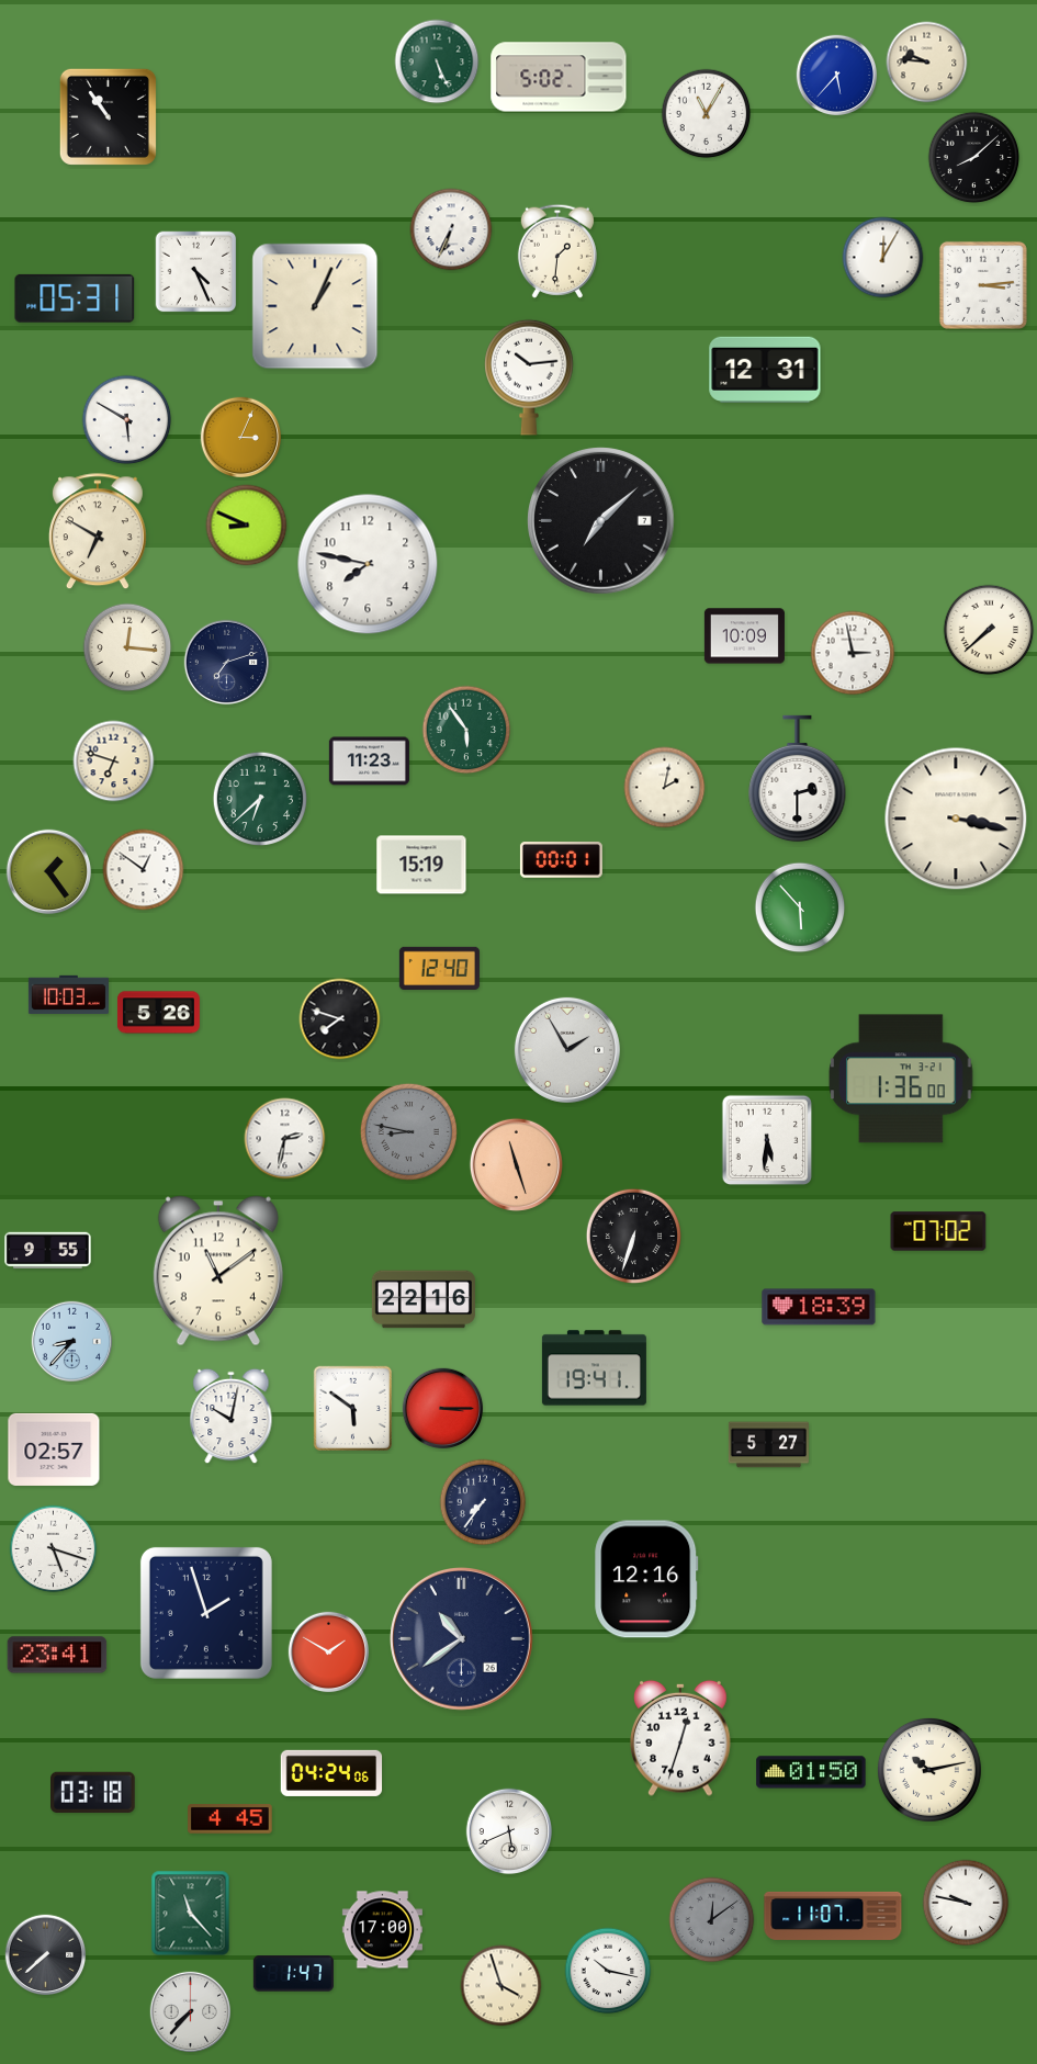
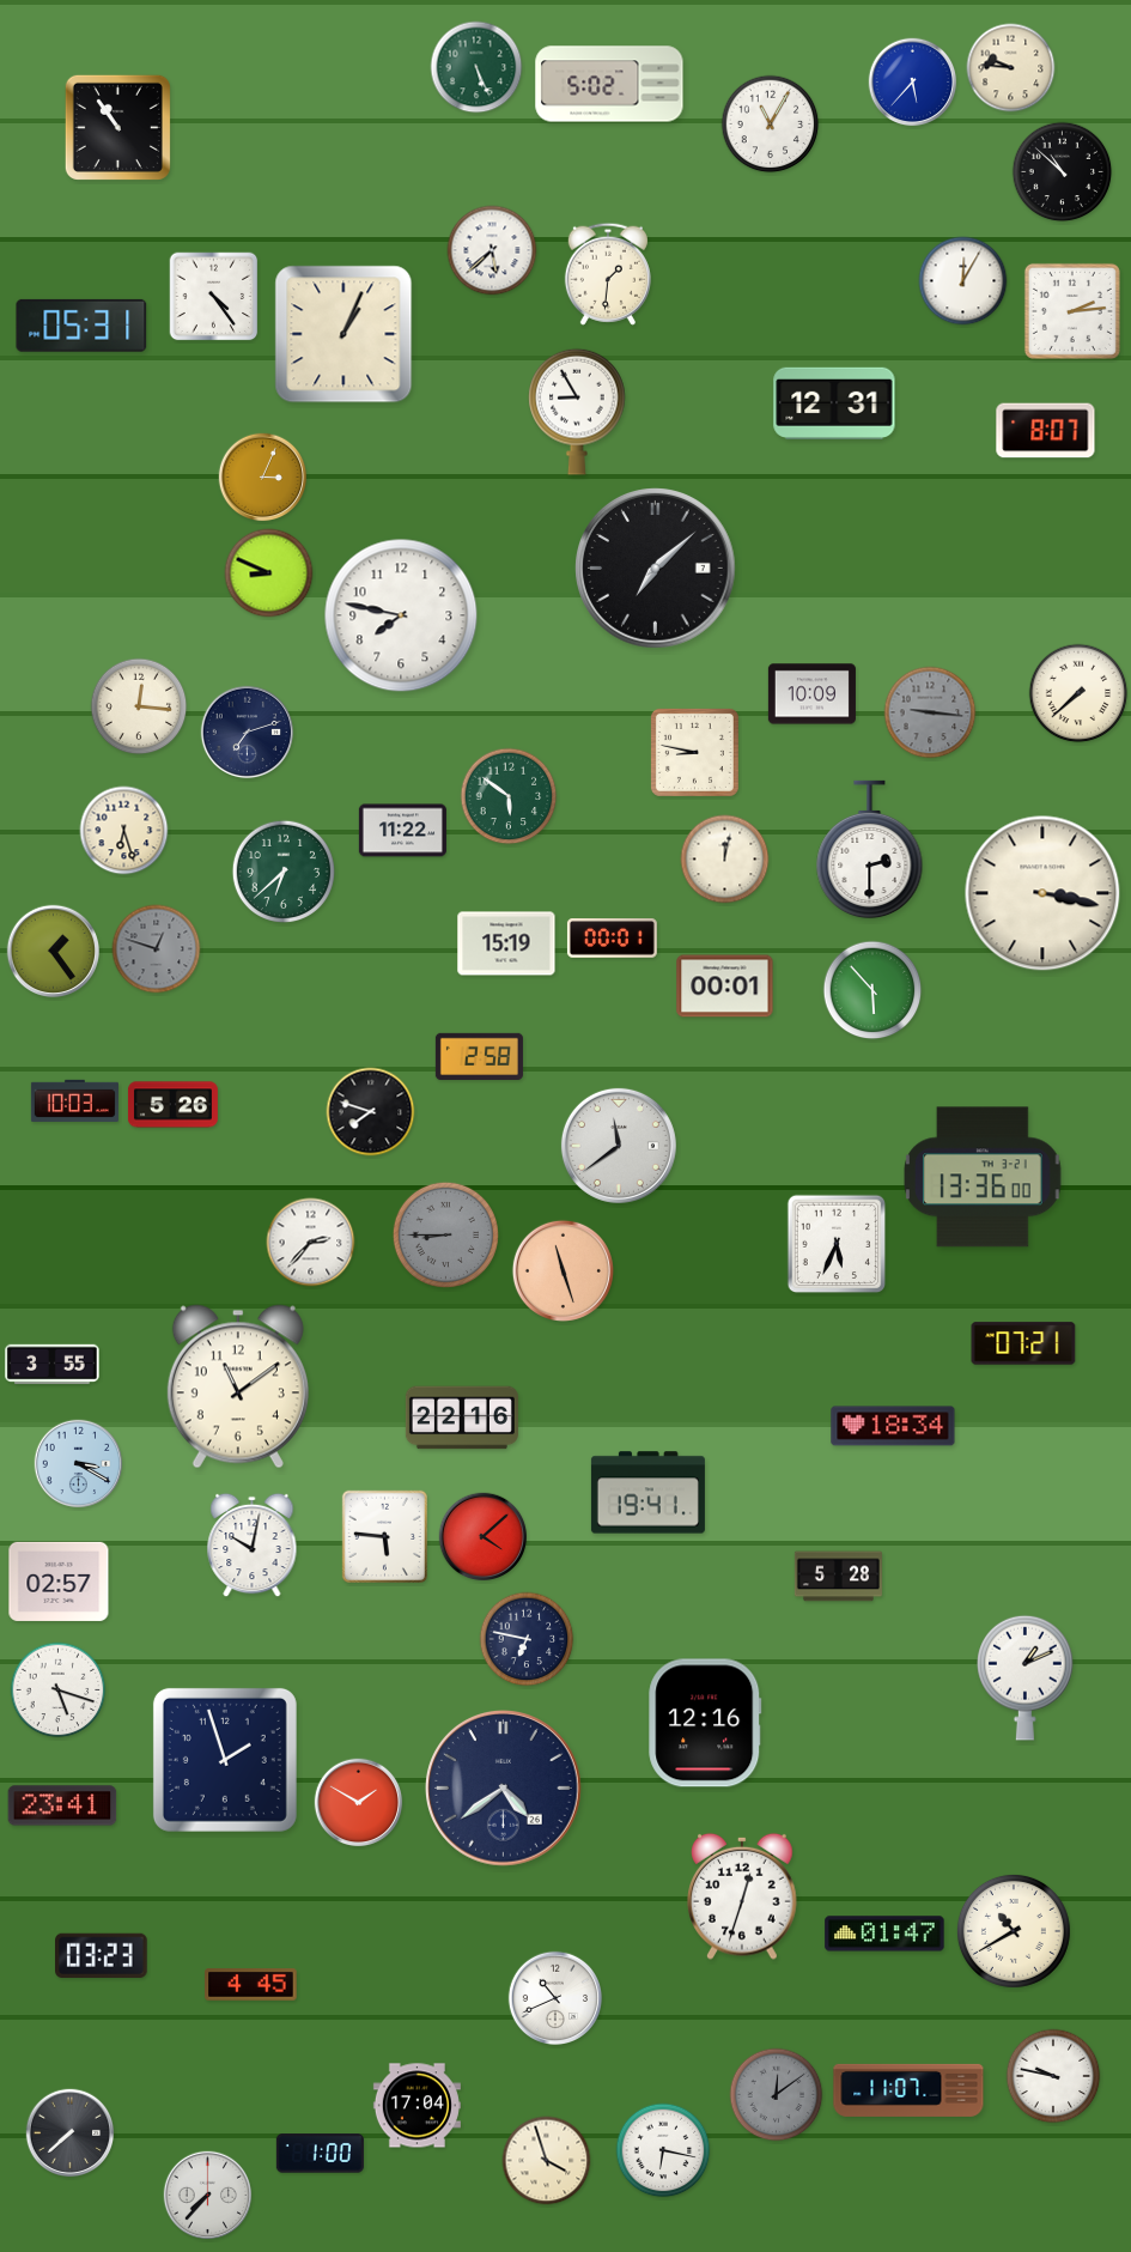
clock at (974, 158): 8:08 -> 10:52
clock at (451, 229): 6:34 -> 5:38
clock at (196, 272): 4:26 -> 4:24
clock at (983, 285): 3:14 -> 2:14
clock at (529, 377): 10:14 -> 8:55
clock at (1046, 431): none -> 8:07
clock at (127, 420): 5:50 -> none
clock at (98, 532): 6:50 -> none
clock at (989, 630) position: (989, 630) -> (1078, 693)
clock at (853, 653): 2:58 -> 9:16
clock at (853, 653) dial: white -> grey
clock at (227, 663) position: (227, 663) -> (248, 733)
clock at (694, 752): none -> 8:47
clock at (466, 730): 5:54 -> 5:51
clock at (114, 762): 6:48 -> 6:27
clock at (369, 762): 11:23 -> 11:22
clock at (665, 788): 2:02 -> 12:02
clock at (421, 865) position: (421, 865) -> (506, 943)
clock at (144, 870): 12:51 -> 12:48
clock at (144, 870) dial: white -> grey
clock at (725, 987): none -> 00:01
clock at (439, 968): 12:40 -> 2:58
clock at (68, 994) position: (68, 994) -> (74, 1100)
clock at (567, 1050): 1:55 -> 11:39
clock at (902, 1079): 1:36 -> 13:36
clock at (408, 1131): 8:47 -> 8:45
clock at (285, 1139): 2:32 -> 2:37
clock at (767, 1140): 5:31 -> 5:34
clock at (938, 1231): 07:02 -> 07:21
clock at (633, 1236): 6:33 -> none
clock at (48, 1250): 9:55 -> 3:55
clock at (819, 1307): 18:39 -> 18:34
clock at (72, 1342): 8:37 -> 3:20
clock at (352, 1408): 5:51 -> 5:46
clock at (443, 1409): 3:15 -> 4:08
clock at (768, 1445): 5:27 -> 5:28
clock at (483, 1502): 7:36 -> 6:47
clock at (1026, 1677): none -> 1:11
clock at (462, 1639): 10:39 -> 4:39
clock at (929, 1770): 10:13 -> 10:40
clock at (811, 1772): 01:50 -> 01:47
clock at (331, 1773): 04:24 -> none
clock at (93, 1792): 03:18 -> 03:23
clock at (509, 1831): 5:41 -> 10:41
clock at (191, 1914): 11:23 -> none
clock at (382, 1930): 17:00 -> 17:04
clock at (46, 1955) position: (46, 1955) -> (71, 2133)
clock at (608, 1971): 10:17 -> 6:17
clock at (293, 1974): 1:47 -> 1:00
clock at (501, 1986) position: (501, 1986) -> (547, 2161)
